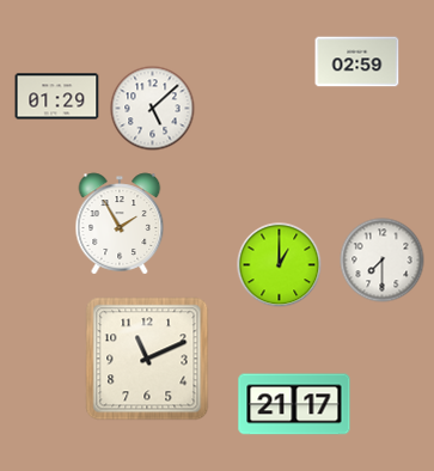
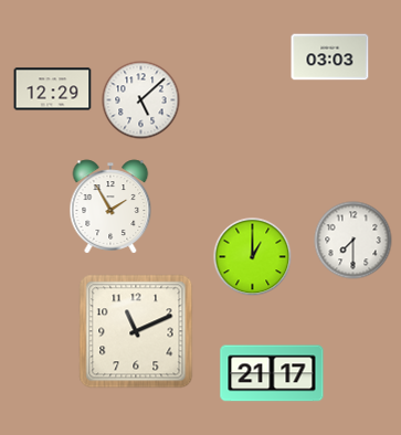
clock at (357, 62): 02:59 -> 03:03
clock at (57, 97): 01:29 -> 12:29
clock at (280, 265) position: (280, 265) -> (253, 257)
